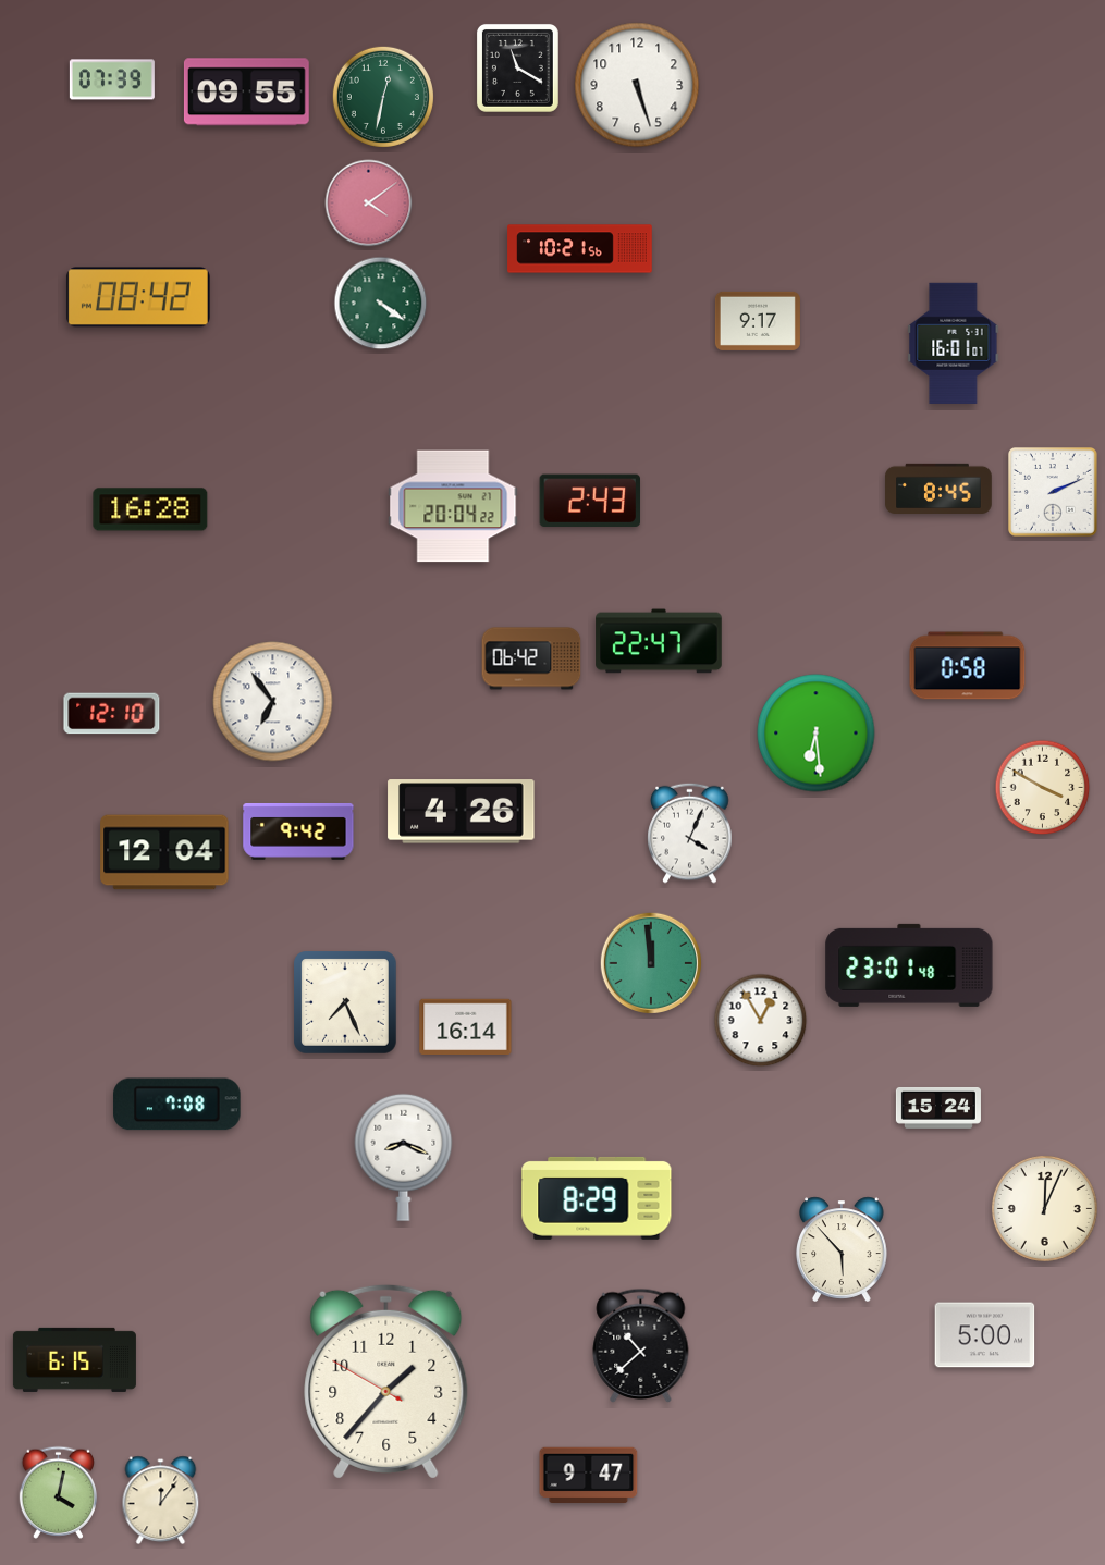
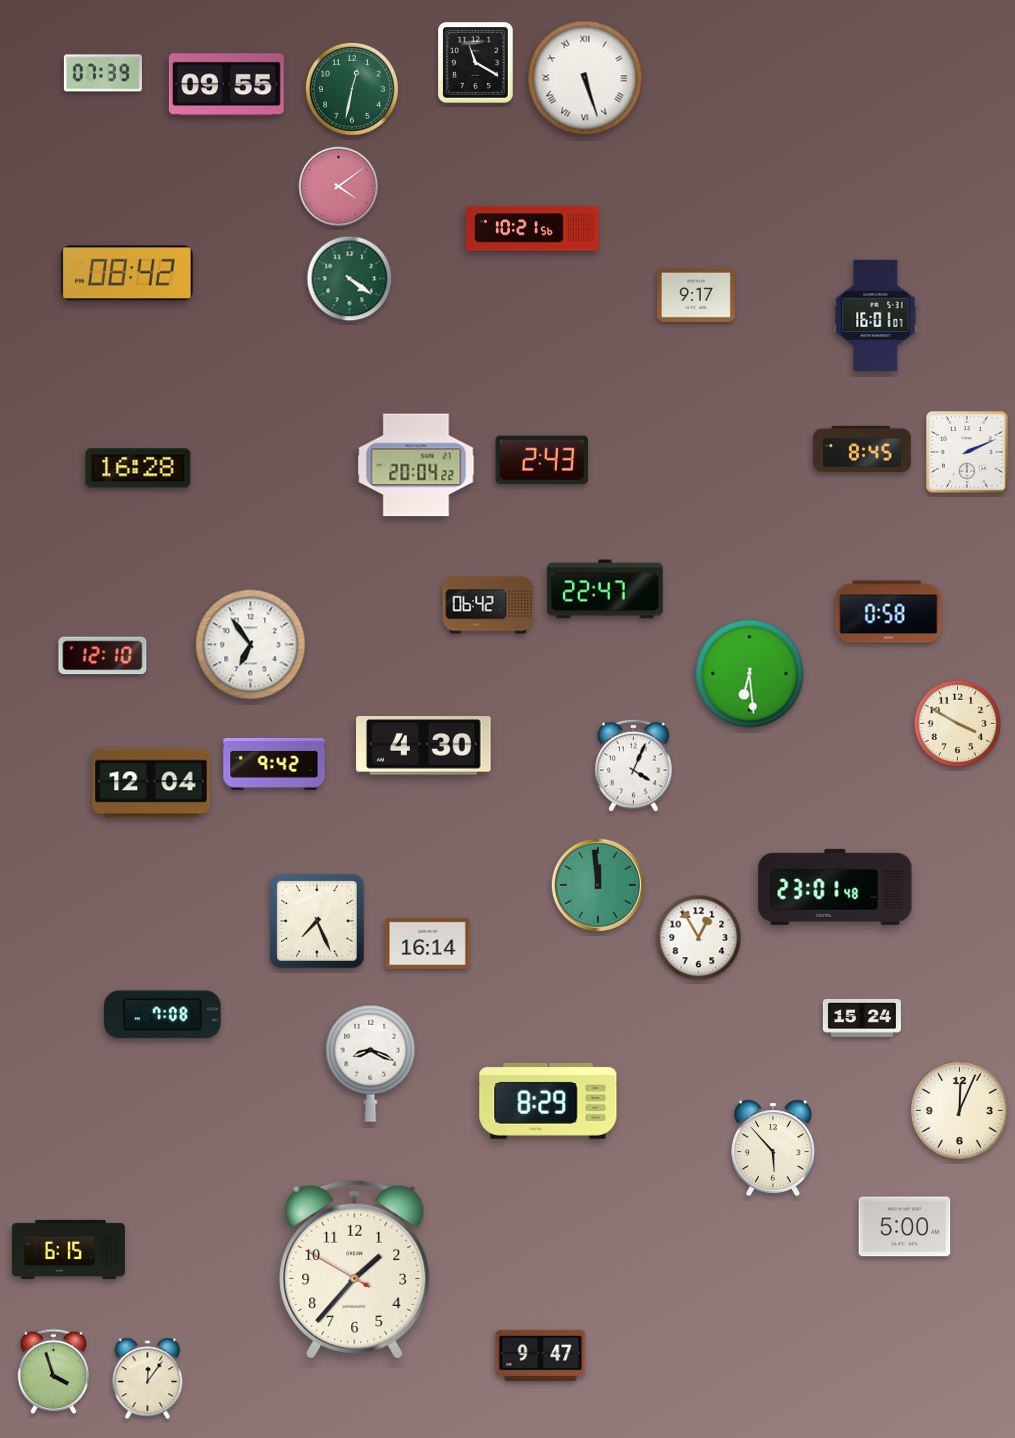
clock at (637, 85) numerals: Arabic -> Roman
clock at (462, 812): 4:26 -> 4:30
clock at (641, 1345): 10:38 -> none
clock at (59, 1492): 4:02 -> 3:57
